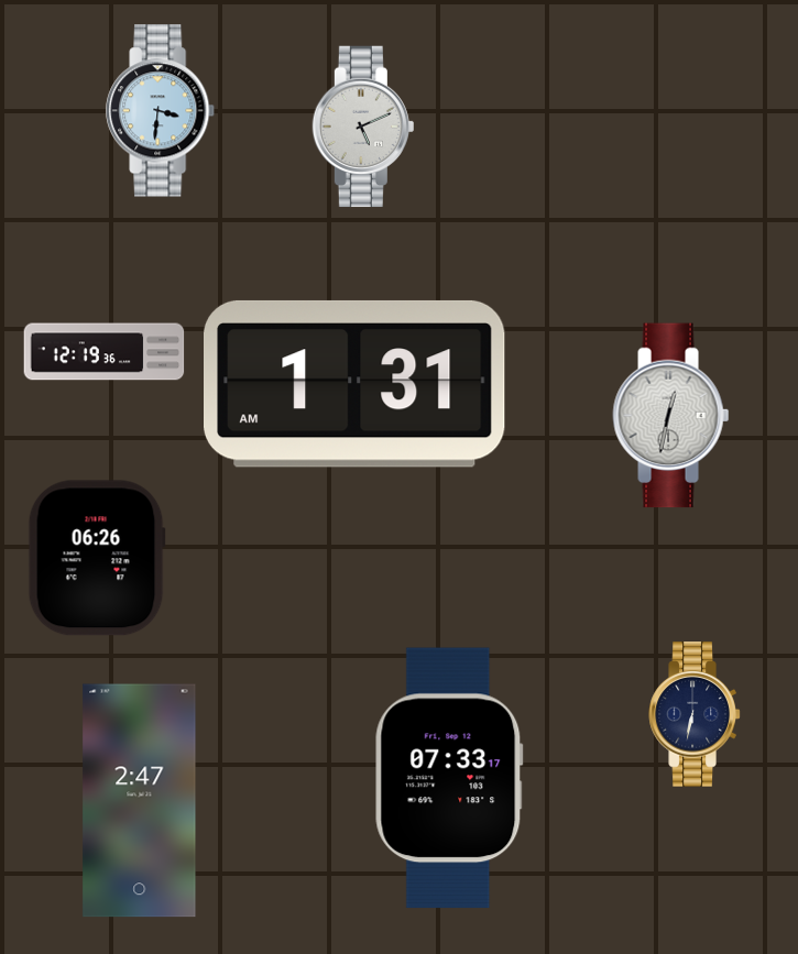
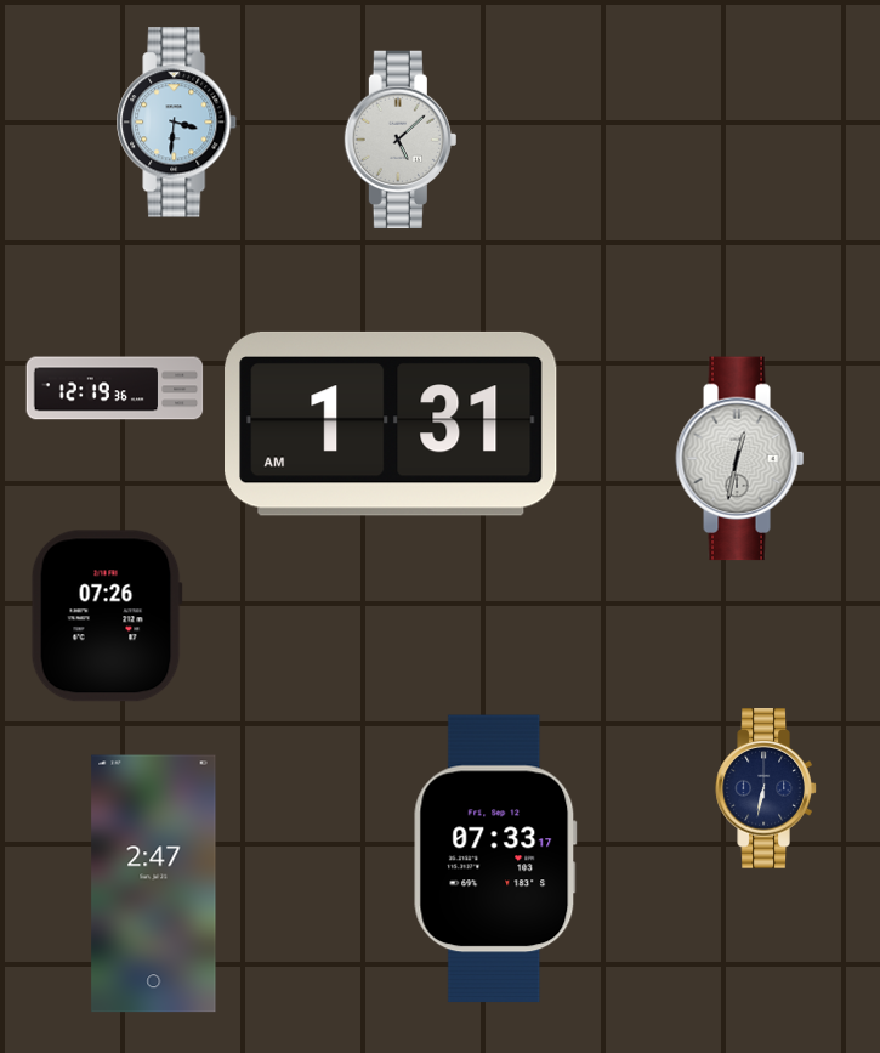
clock at (363, 127): 5:11 -> 5:08
clock at (97, 558): 06:26 -> 07:26
